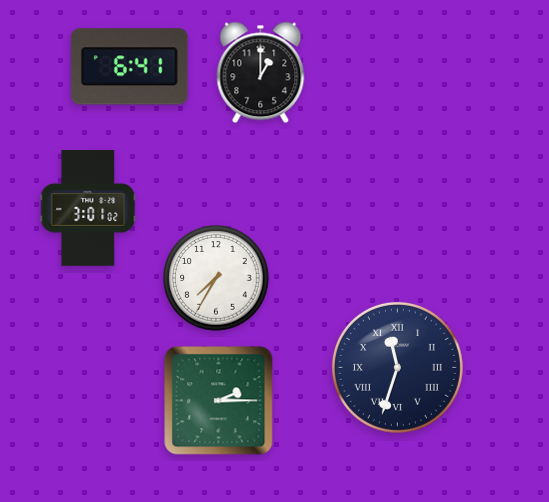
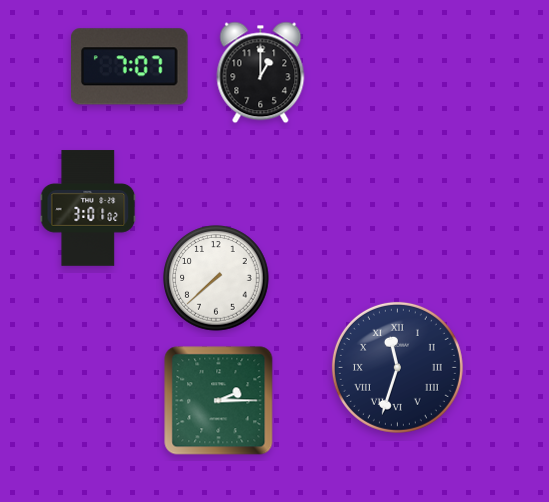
clock at (130, 67): 6:41 -> 7:07
clock at (216, 278): 7:35 -> 7:38
